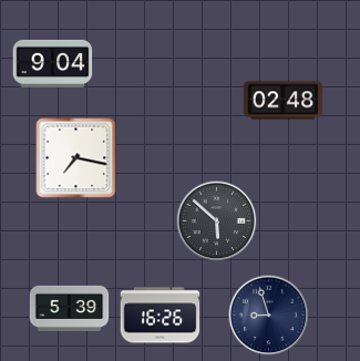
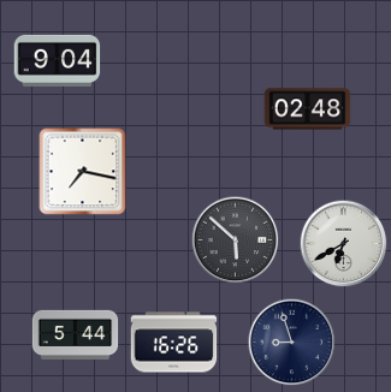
clock at (53, 63) position: (53, 63) -> (58, 60)
clock at (344, 244): none -> 6:40
clock at (70, 308): 5:39 -> 5:44
